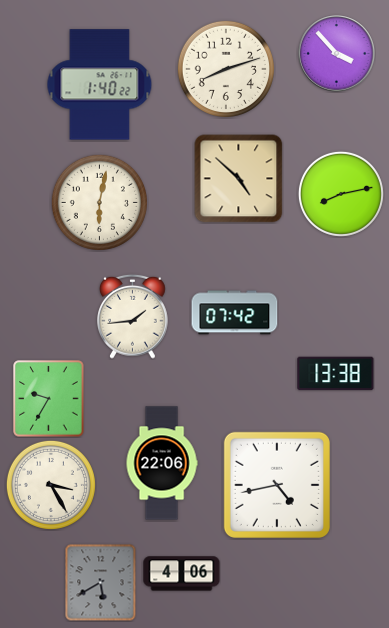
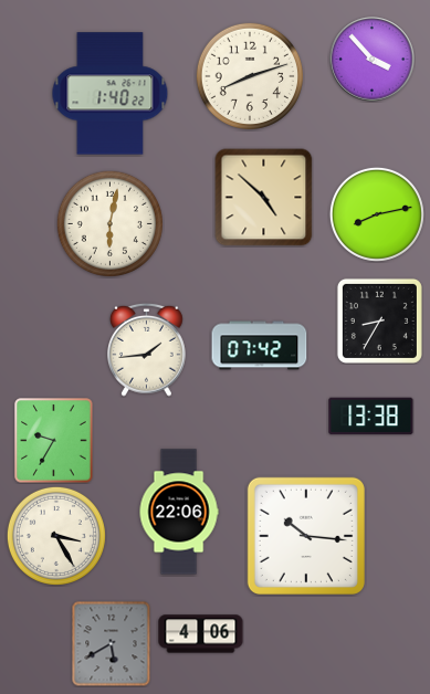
clock at (379, 320): none -> 8:35
clock at (336, 374) position: (336, 374) -> (371, 417)
clock at (277, 485): 4:43 -> 10:16
